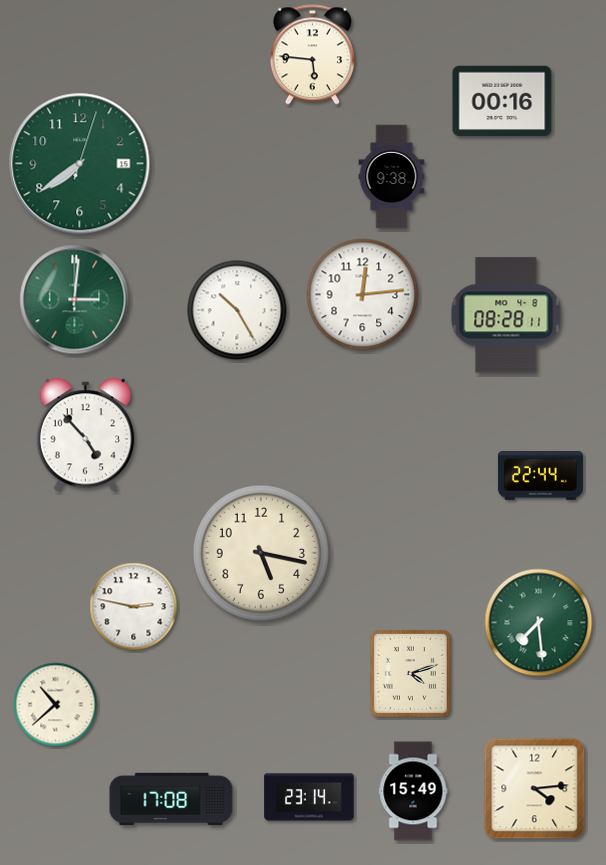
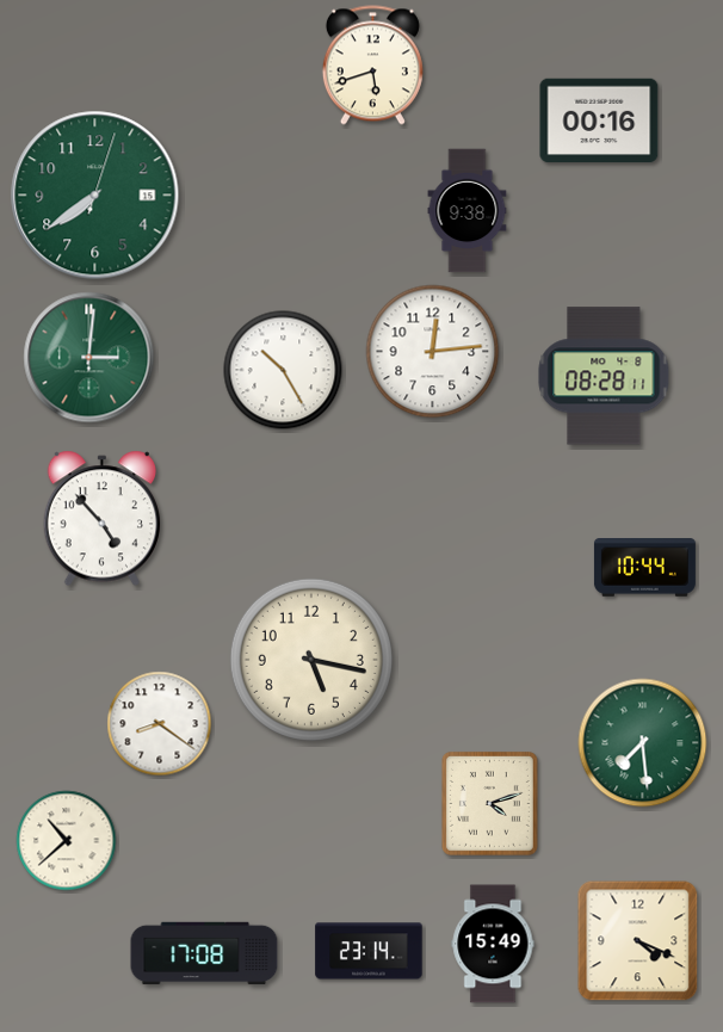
clock at (312, 55): 5:46 -> 5:42
clock at (540, 476): 22:44 -> 10:44
clock at (134, 607): 2:47 -> 8:21
clock at (535, 789): 4:14 -> 4:19
